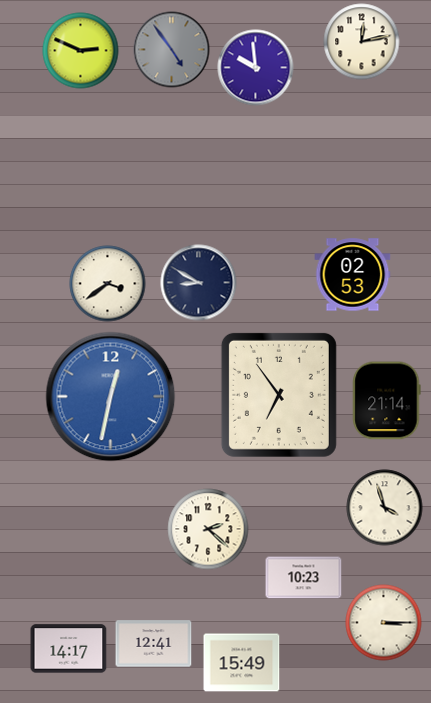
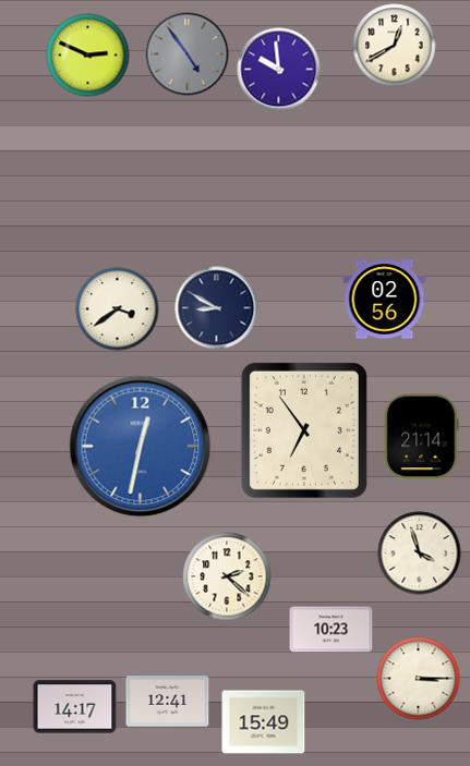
clock at (362, 42): 12:13 -> 12:40
clock at (256, 68) position: (256, 68) -> (279, 70)
clock at (353, 275): 02:53 -> 02:56
clock at (111, 397) position: (111, 397) -> (141, 447)
